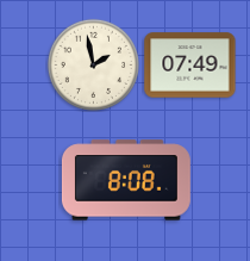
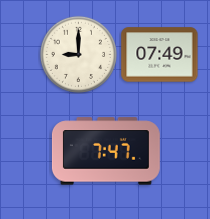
clock at (93, 64): 1:58 -> 9:00
clock at (126, 180): 8:08 -> 7:47
